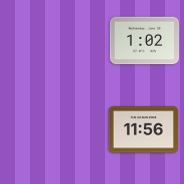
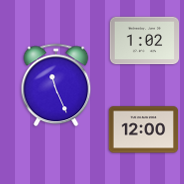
clock at (56, 85): none -> 11:26
clock at (144, 130): 11:56 -> 12:00
